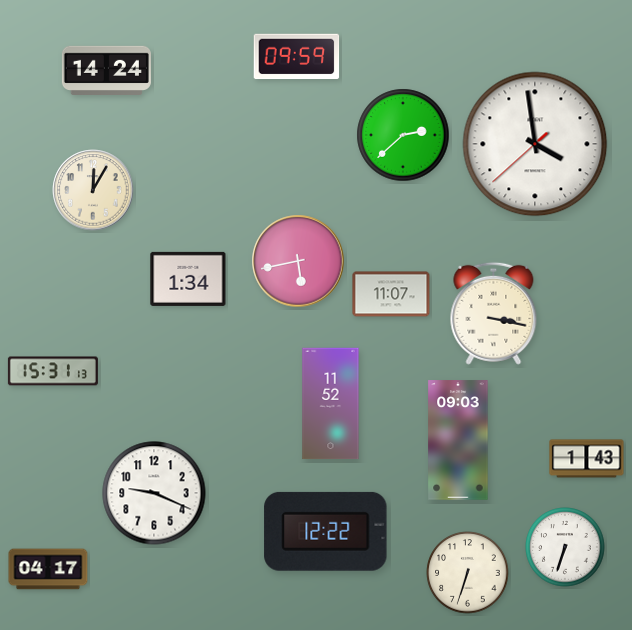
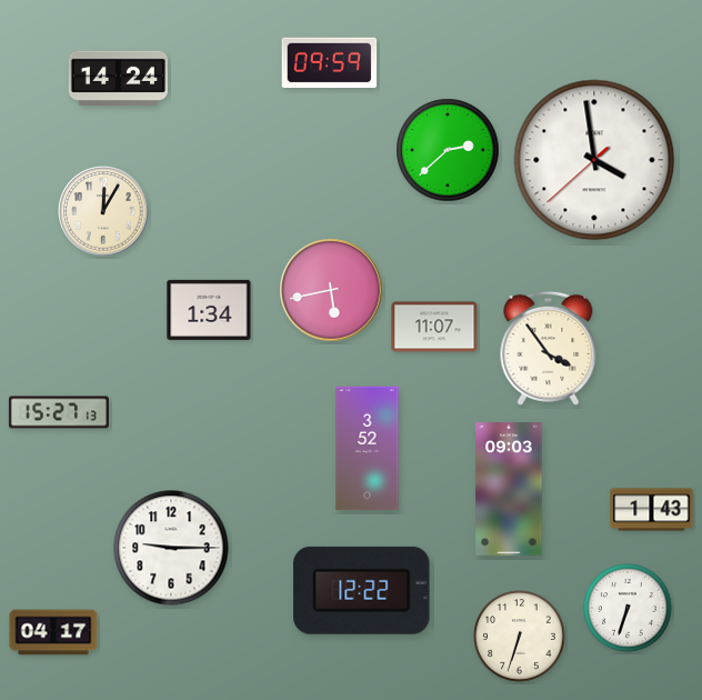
clock at (494, 313): 3:17 -> 3:54
clock at (53, 371): 15:31 -> 15:27
clock at (331, 404): 11:52 -> 3:52
clock at (154, 493): 9:19 -> 9:15
